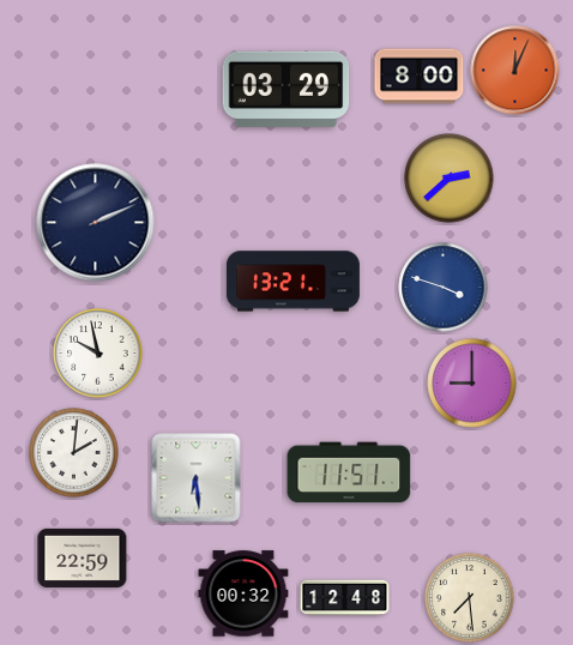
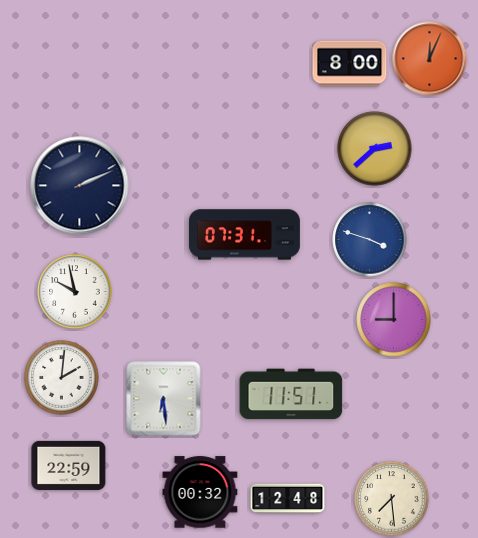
clock at (286, 89): 03:29 -> none
clock at (292, 282): 13:21 -> 07:31
clock at (98, 354) position: (98, 354) -> (75, 292)
clock at (243, 593) position: (243, 593) -> (200, 492)
